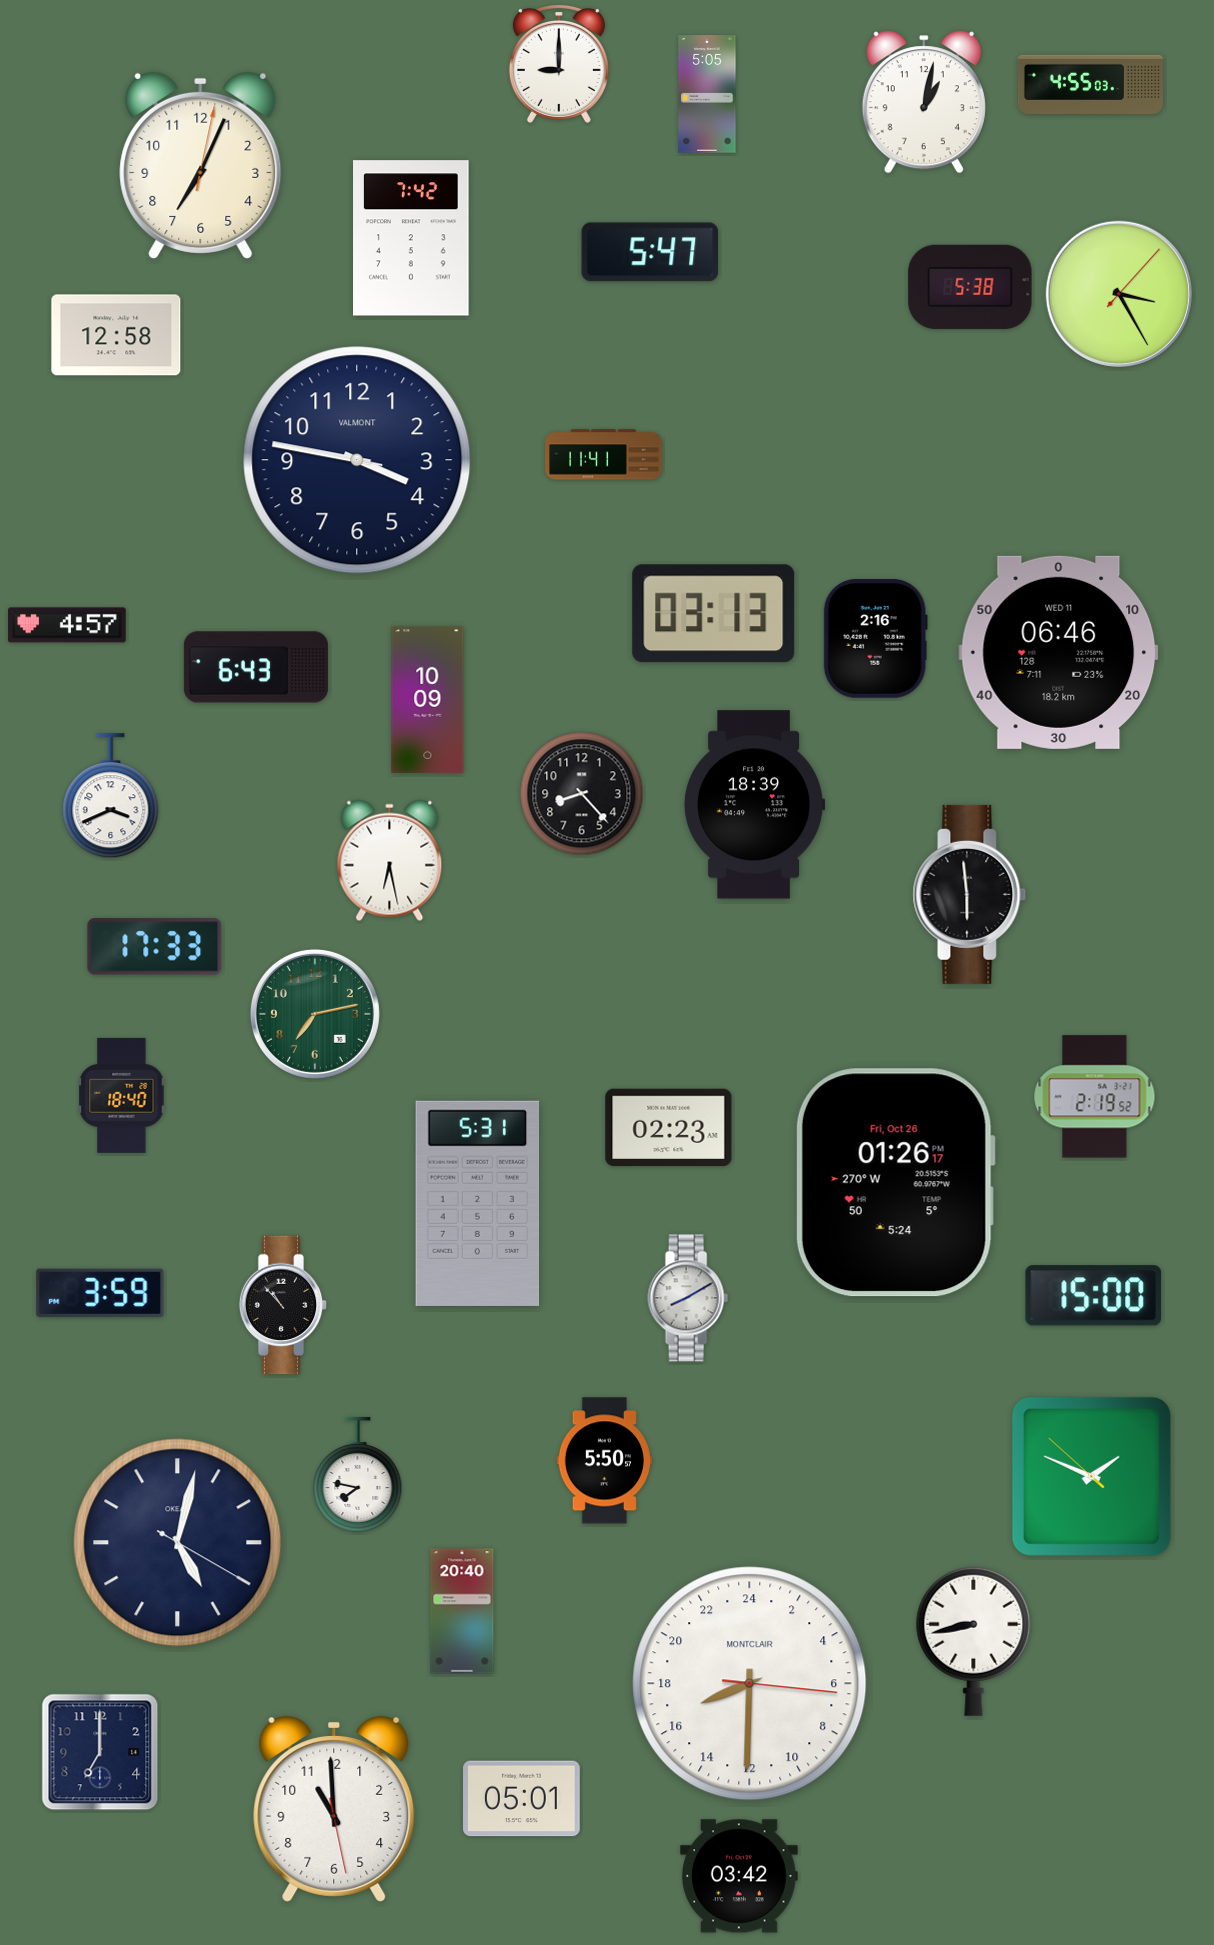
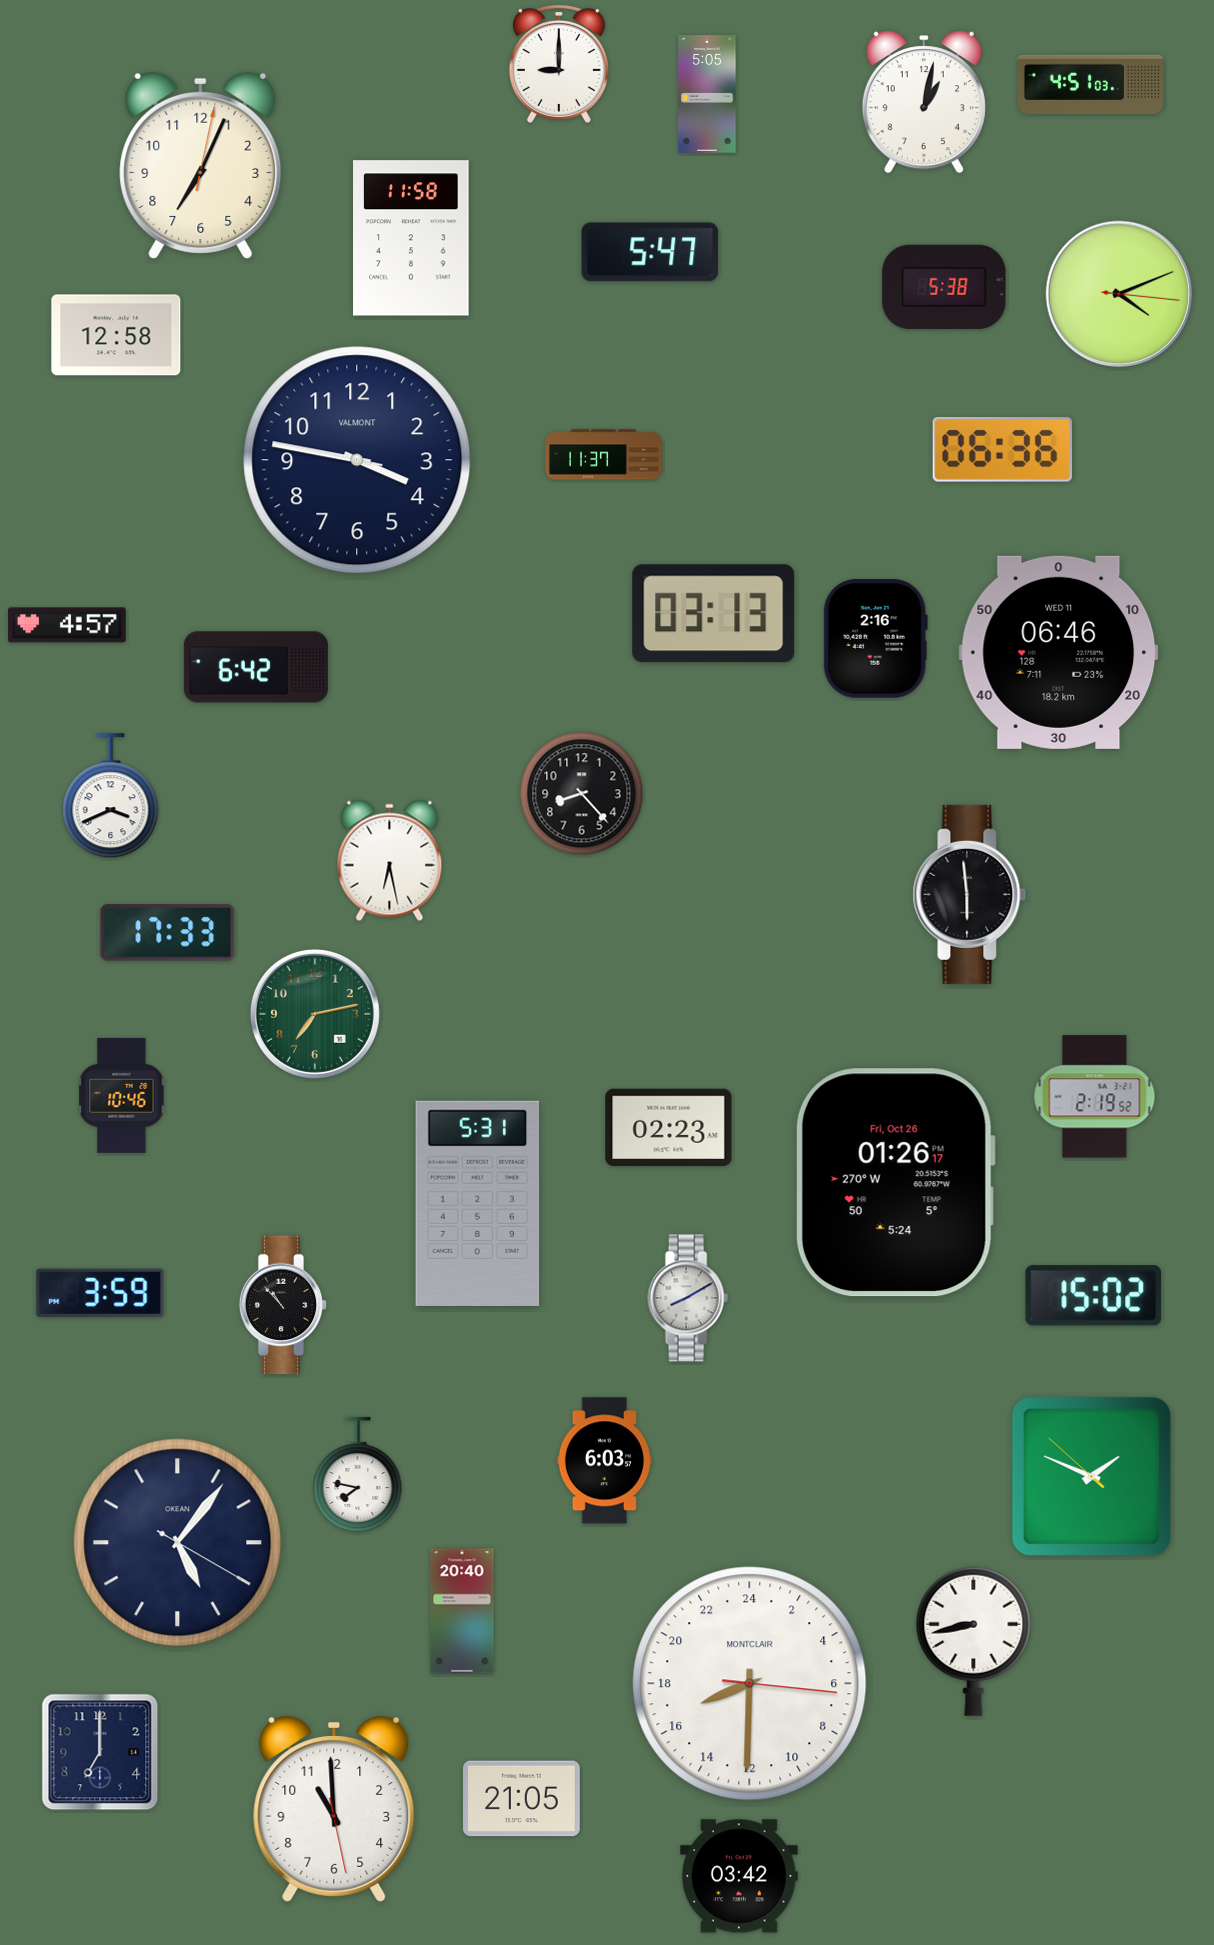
clock at (1090, 84): 4:55 -> 4:51
clock at (411, 238): 7:42 -> 11:58
clock at (970, 287) position: (970, 287) -> (944, 287)
clock at (1118, 294): 3:25 -> 4:11
clock at (1002, 449): none -> 06:36
clock at (604, 455): 11:41 -> 11:37
clock at (256, 667): 6:43 -> 6:42
clock at (428, 699): 10:09 -> none
clock at (754, 805): 18:39 -> none
clock at (155, 947) position: (155, 947) -> (168, 933)
clock at (122, 1095): 18:40 -> 10:46
clock at (1094, 1296): 15:00 -> 15:02
clock at (604, 1461): 5:50 -> 6:03
clock at (178, 1543): 5:02 -> 5:06
clock at (522, 1799): 05:01 -> 21:05
